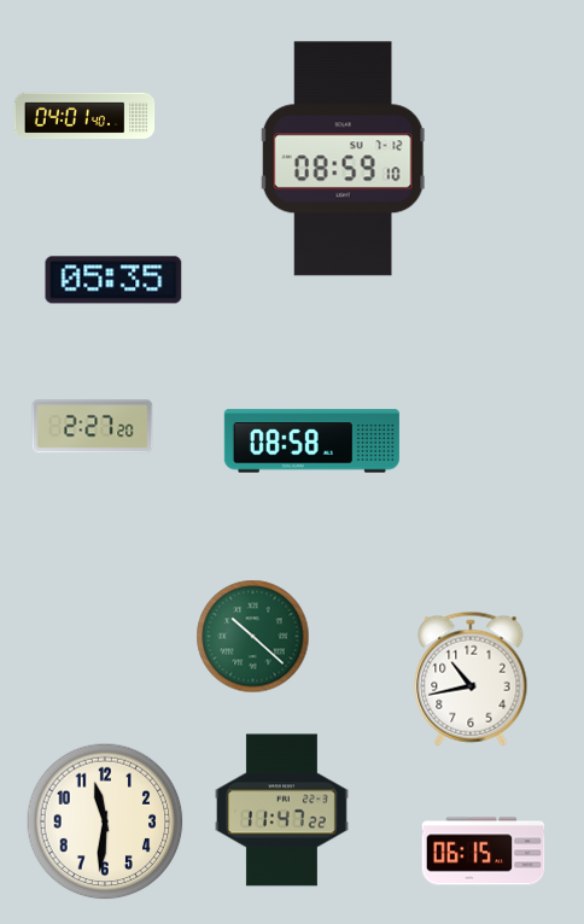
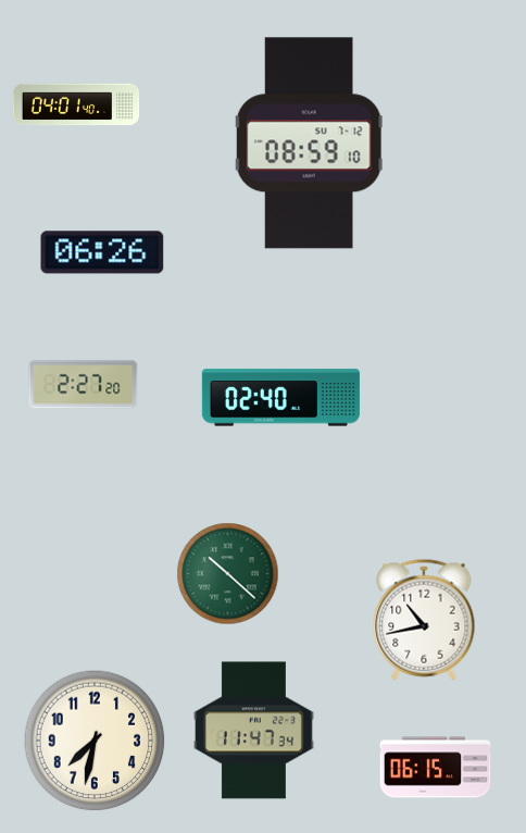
clock at (113, 280): 05:35 -> 06:26
clock at (311, 441): 08:58 -> 02:40
clock at (471, 679) position: (471, 679) -> (424, 620)
clock at (281, 811): 11:47:22 -> 11:47:34
clock at (105, 821): 11:31 -> 7:32
